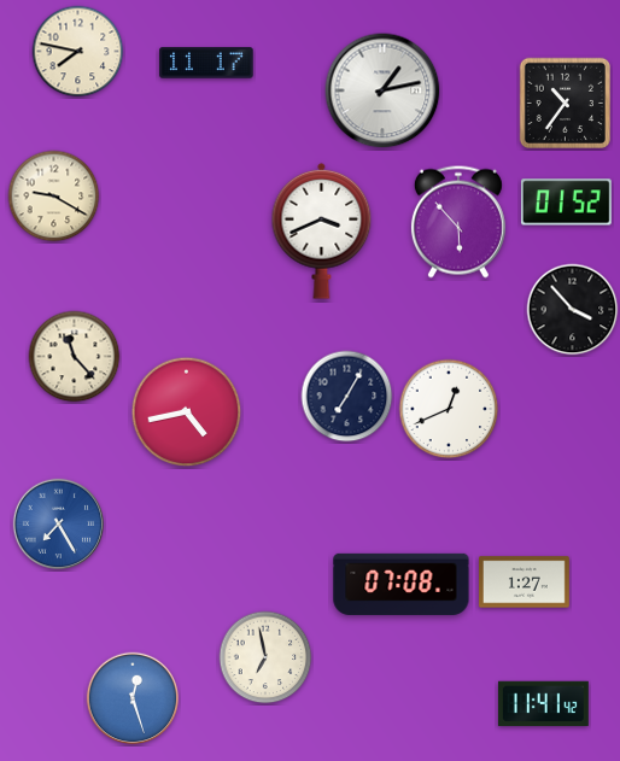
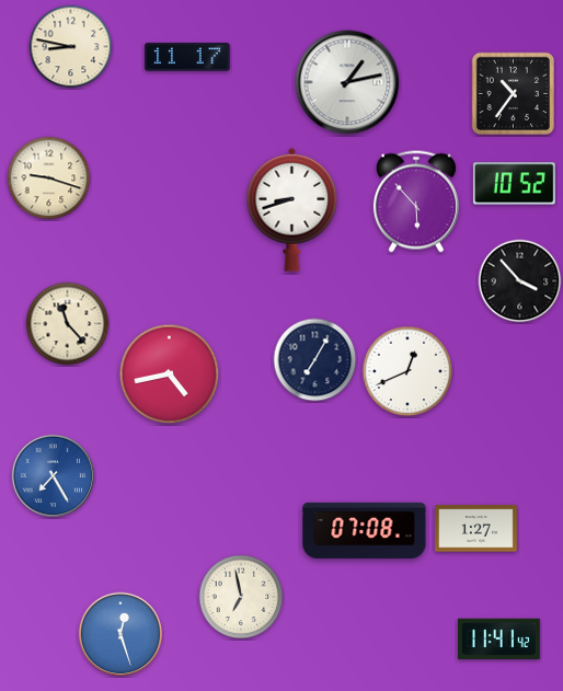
clock at (78, 52): 7:47 -> 8:47
clock at (54, 197): 9:20 -> 9:18
clock at (566, 203): 01:52 -> 10:52
clock at (322, 230): 3:41 -> 8:42
clock at (543, 703) position: (543, 703) -> (498, 638)
